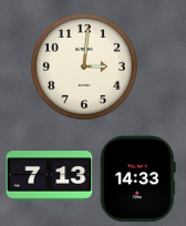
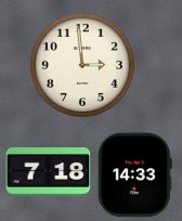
clock at (84, 66): 3:01 -> 2:59
clock at (49, 176): 7:13 -> 7:18
